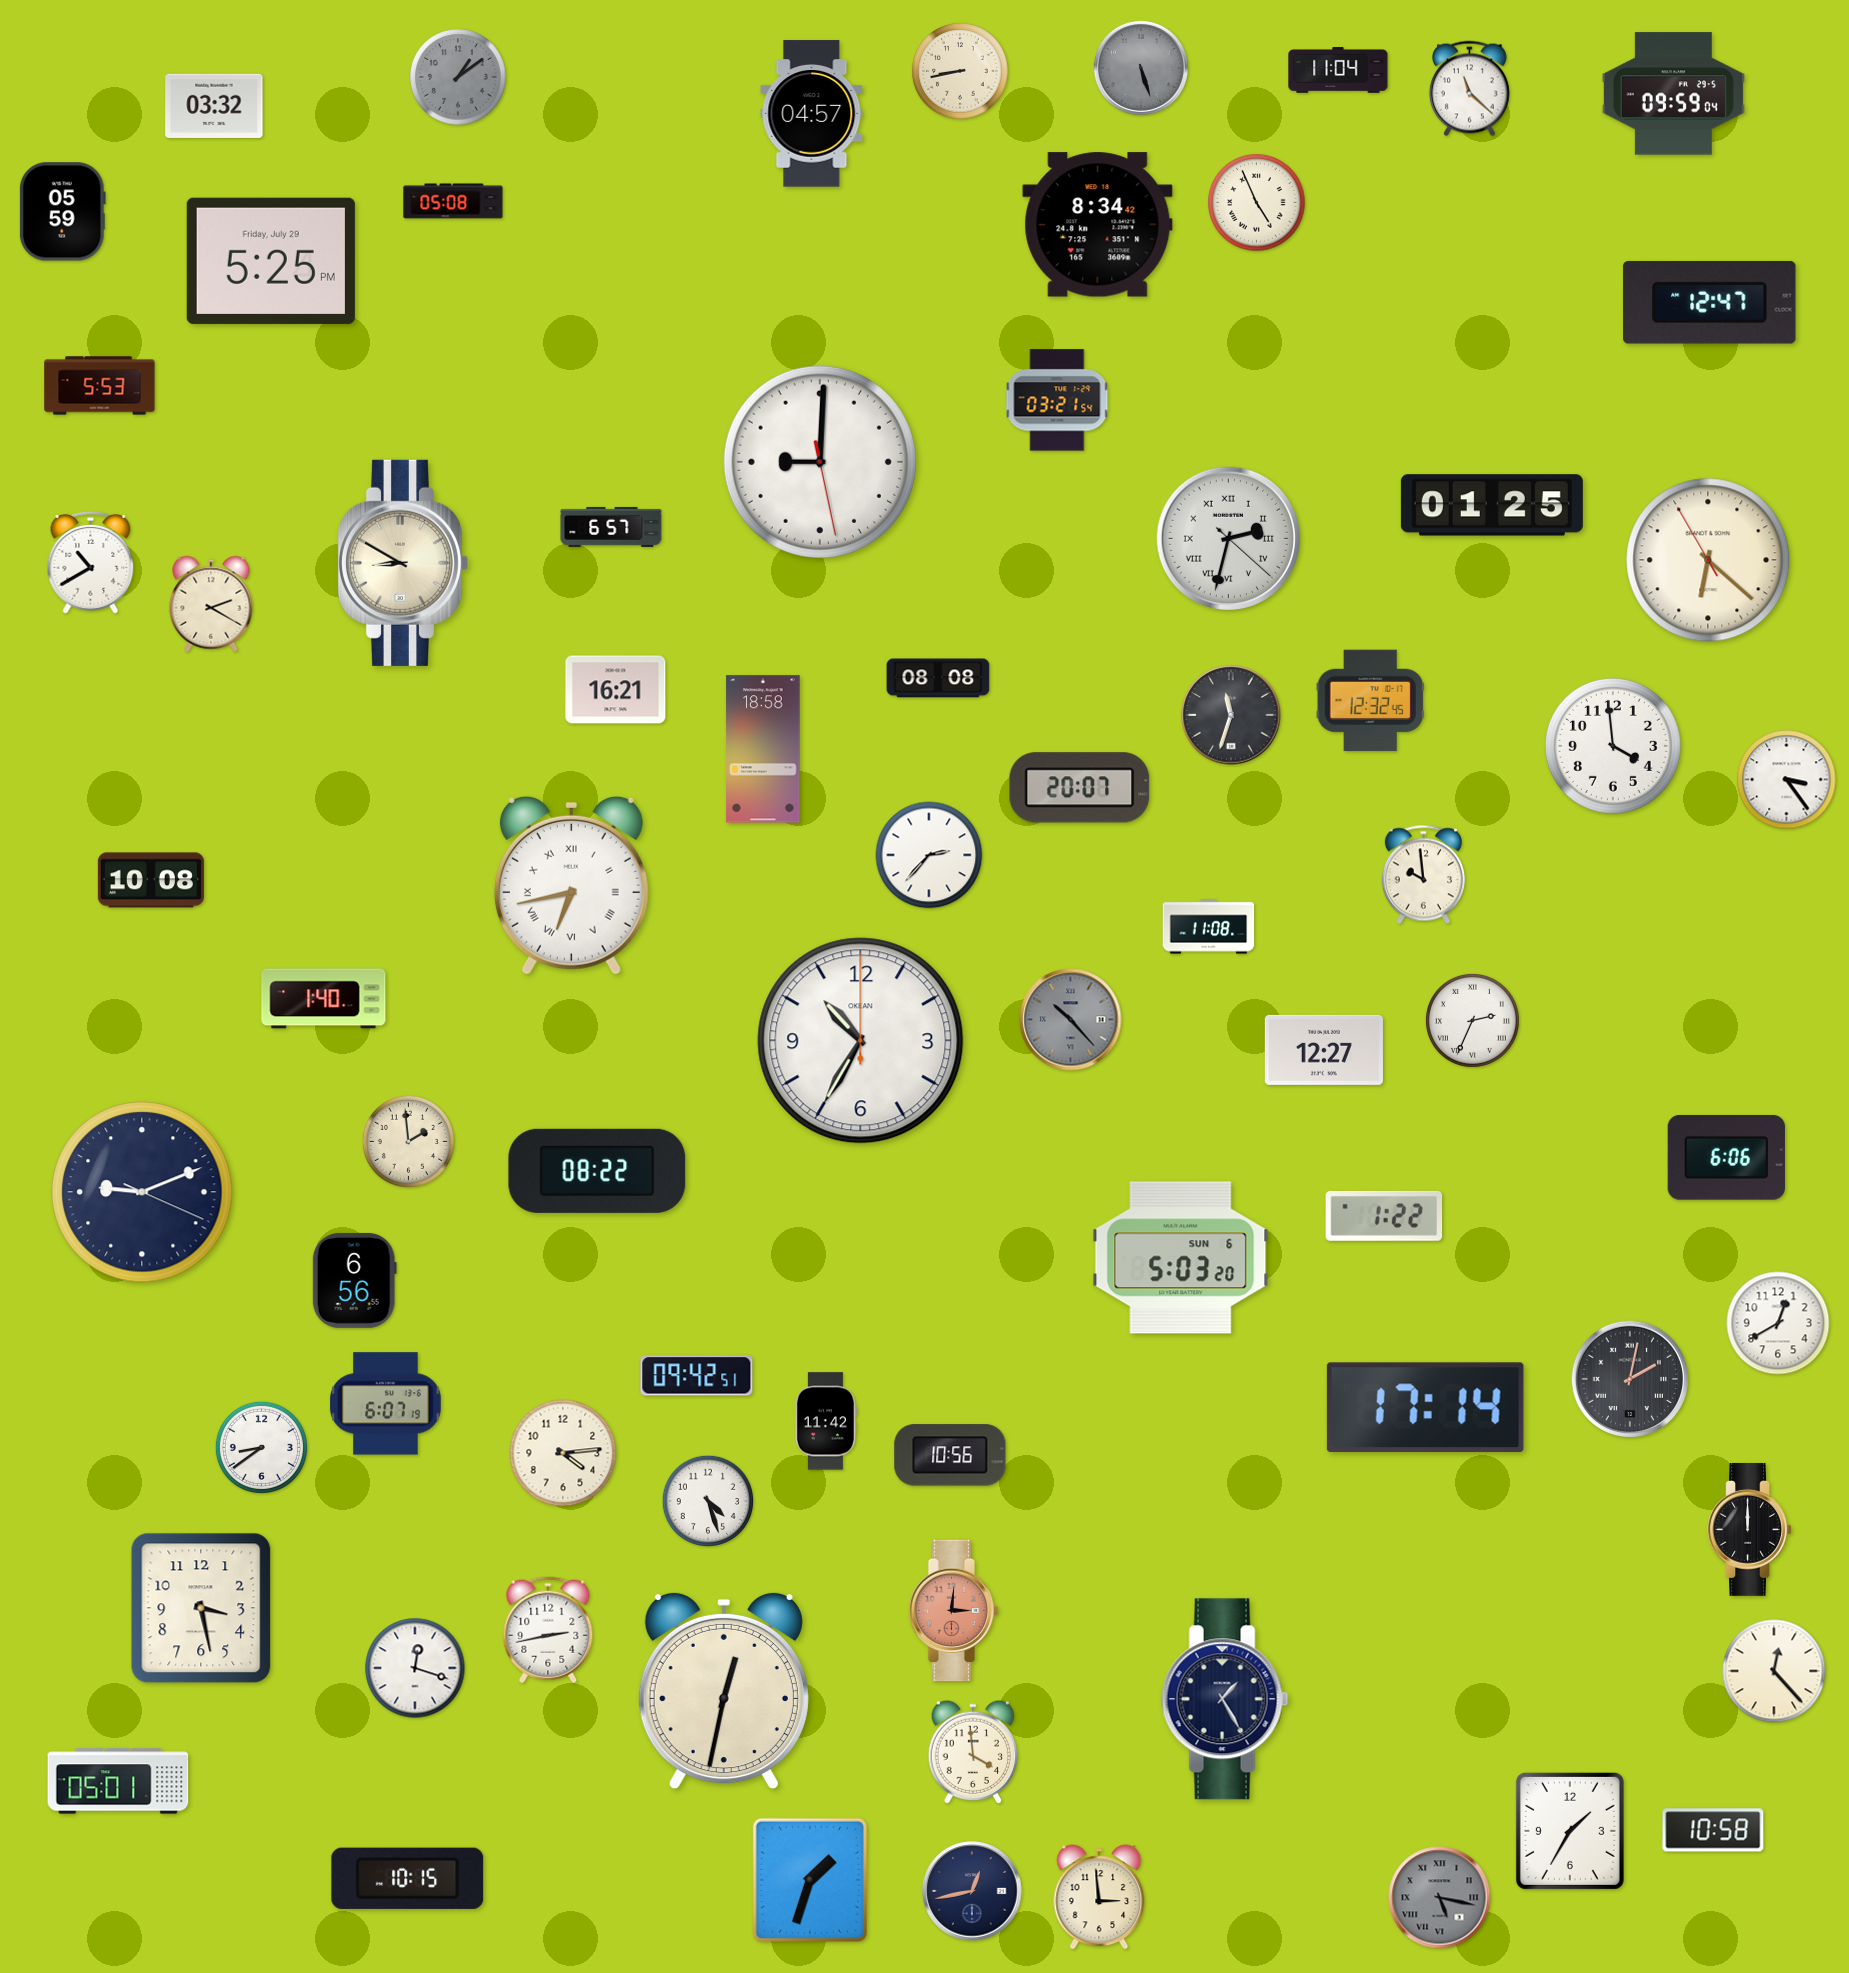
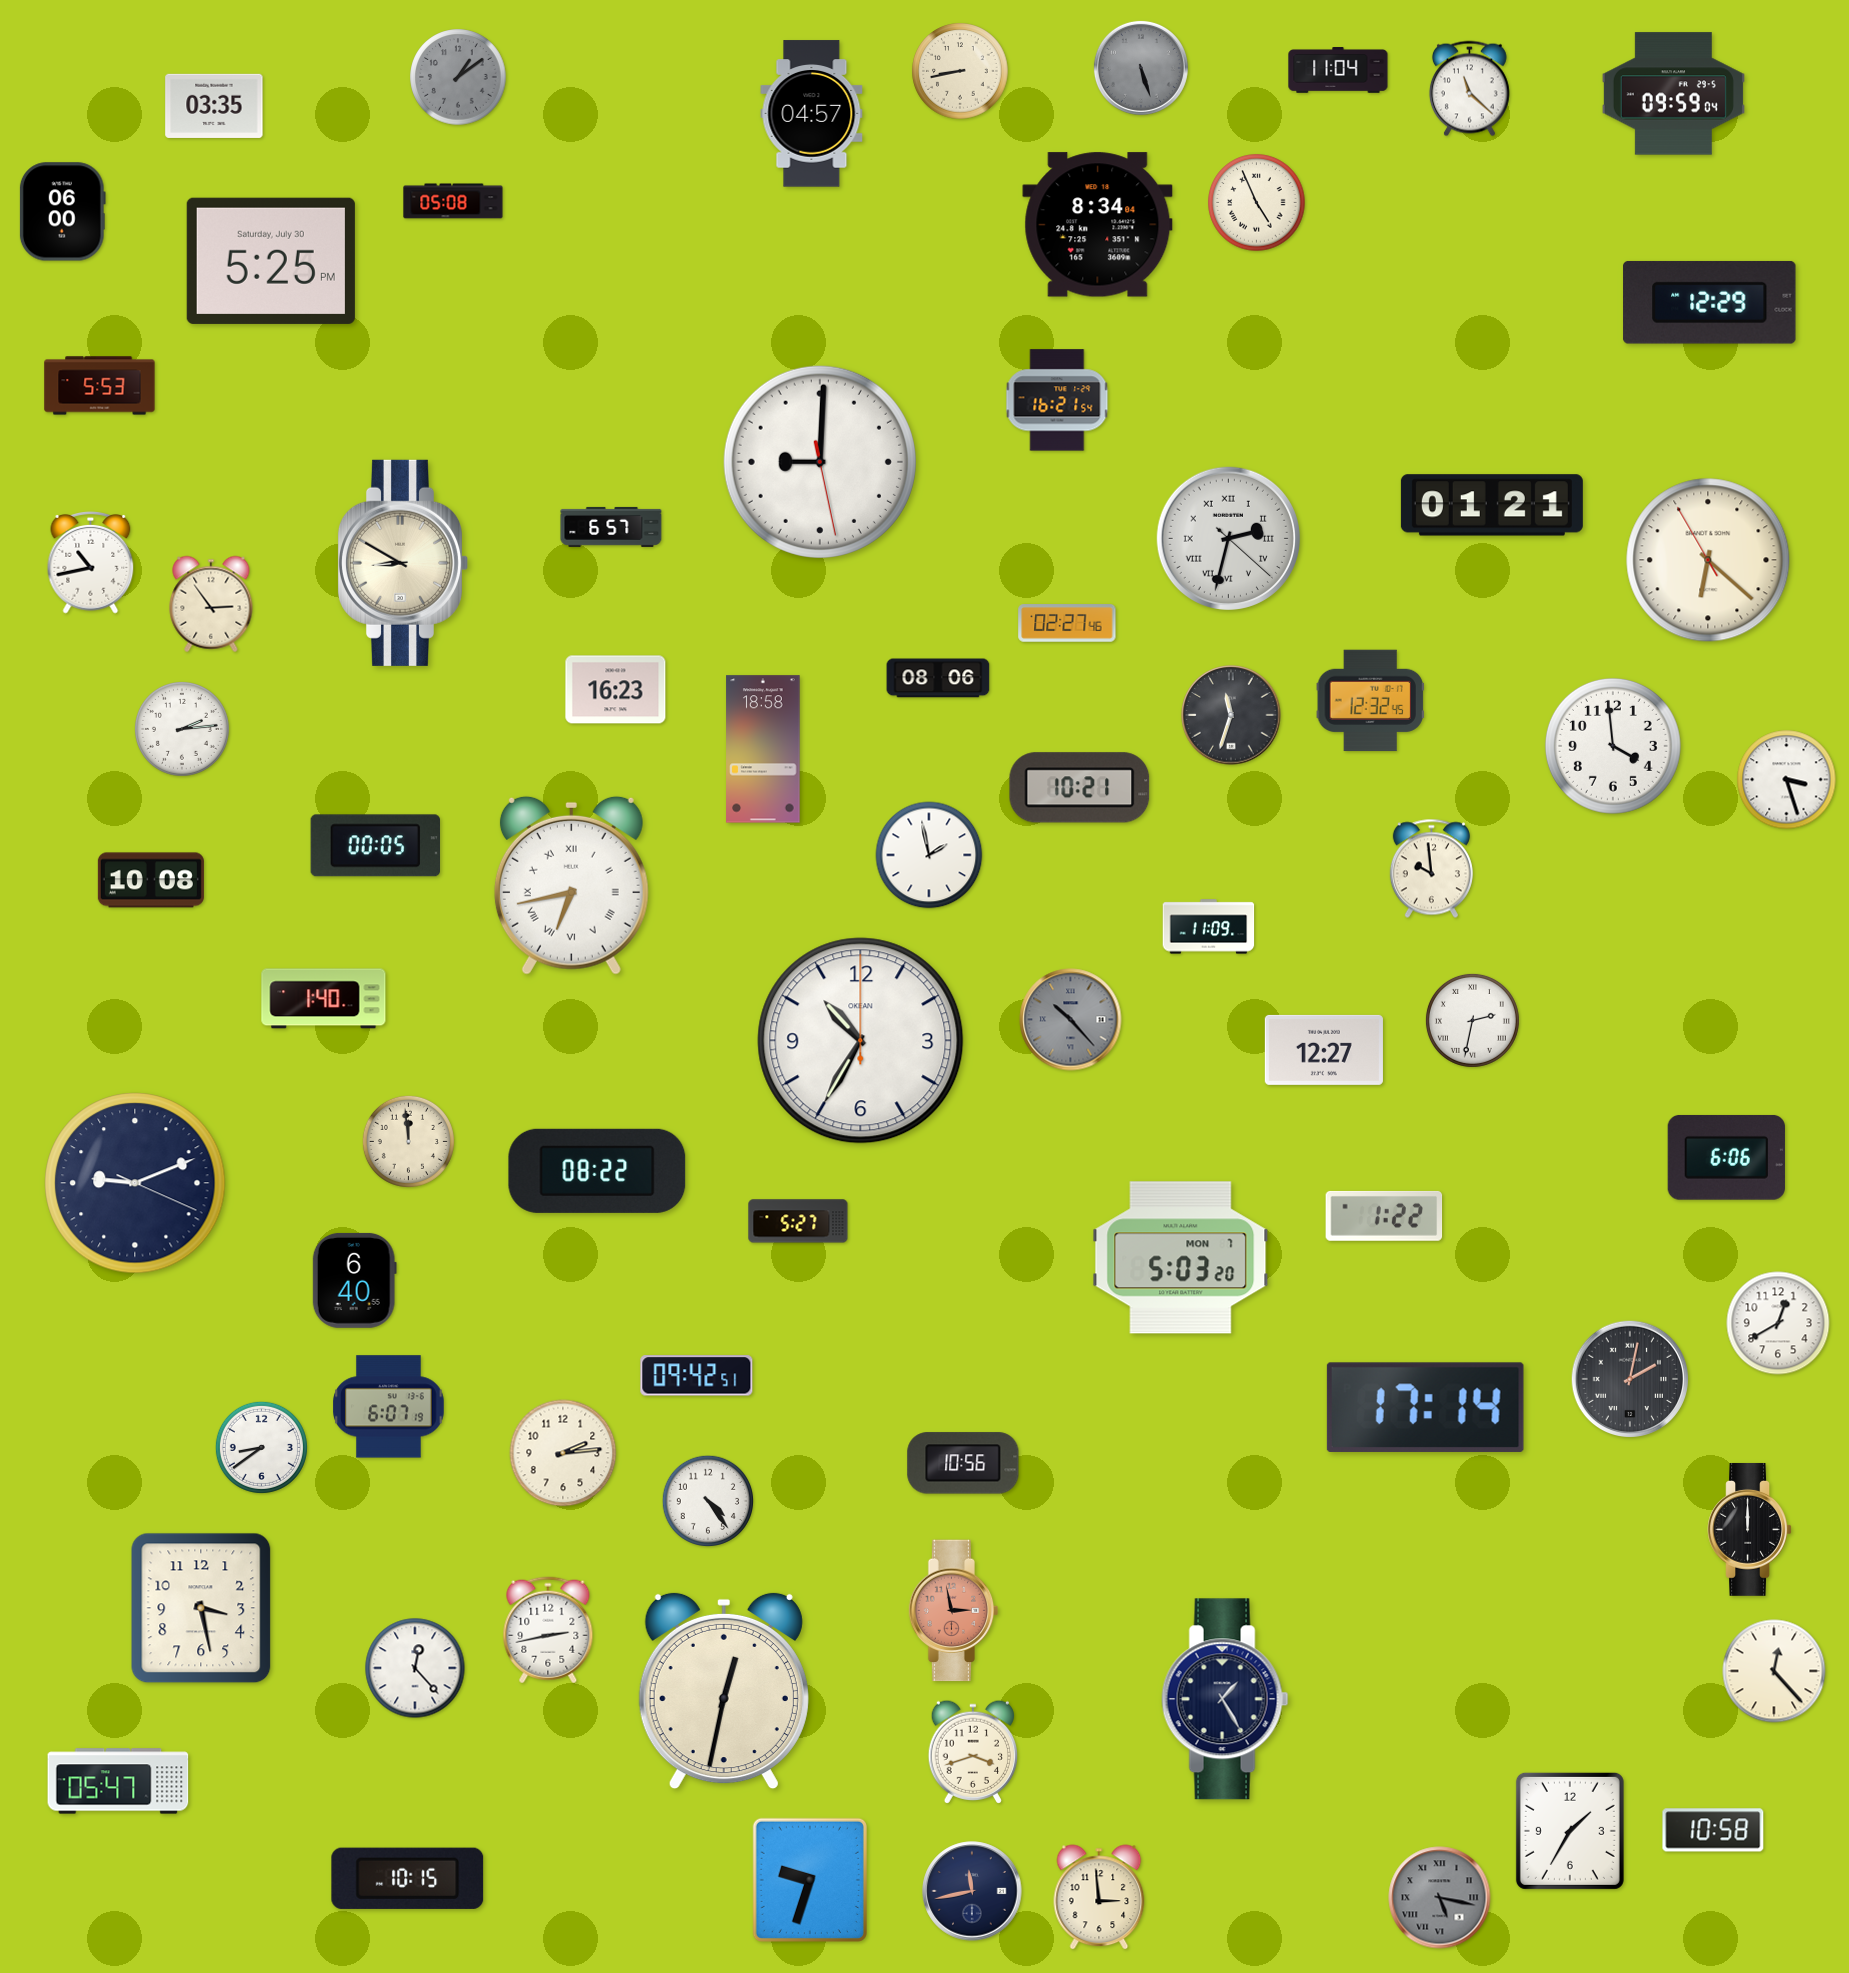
clock at (214, 106): 03:32 -> 03:35
clock at (62, 212): 05:59 -> 06:00
clock at (1098, 225): 8:34:42 -> 8:34:04
clock at (271, 261) date: Friday, July 29 -> Saturday, July 30
clock at (1710, 303): 12:47 -> 12:29
clock at (1057, 400): 03:21 -> 16:21
clock at (1492, 505): 01:25 -> 01:21
clock at (91, 563): 10:40 -> 10:43
clock at (211, 604): 2:20 -> 2:54
clock at (1067, 623): none -> 02:27
clock at (938, 678): 08:08 -> 08:06
clock at (616, 690): 16:21 -> 16:23
clock at (182, 729): none -> 2:14
clock at (1787, 780): 3:24 -> 3:27
clock at (1080, 788): 20:07 -> 10:21
clock at (375, 846): none -> 00:05
clock at (929, 855): 2:37 -> 1:58
clock at (1423, 875) position: (1423, 875) -> (1431, 869)
clock at (1209, 927): 11:08 -> 11:09
clock at (1472, 1020): 2:34 -> 2:32
clock at (408, 1141): 1:59 -> 11:59
clock at (142, 1192) position: (142, 1192) -> (135, 1183)
clock at (798, 1221): none -> 5:27
clock at (1181, 1258) date: SUN 6 -> MON 7
clock at (354, 1280): 6:56 -> 6:40
clock at (386, 1404) position: (386, 1404) -> (389, 1407)
clock at (826, 1421): 11:42 -> none
clock at (563, 1453): 4:14 -> 2:14
clock at (950, 1455) position: (950, 1455) -> (963, 1463)
clock at (707, 1500): 4:27 -> 4:24
clock at (954, 1611): 3:01 -> 2:58
clock at (415, 1668): 12:18 -> 12:23
clock at (972, 1752): 3:59 -> 3:42
clock at (118, 1781): 05:01 -> 05:47
clock at (810, 1880): 1:33 -> 9:33
clock at (972, 1891): 12:43 -> 11:43
